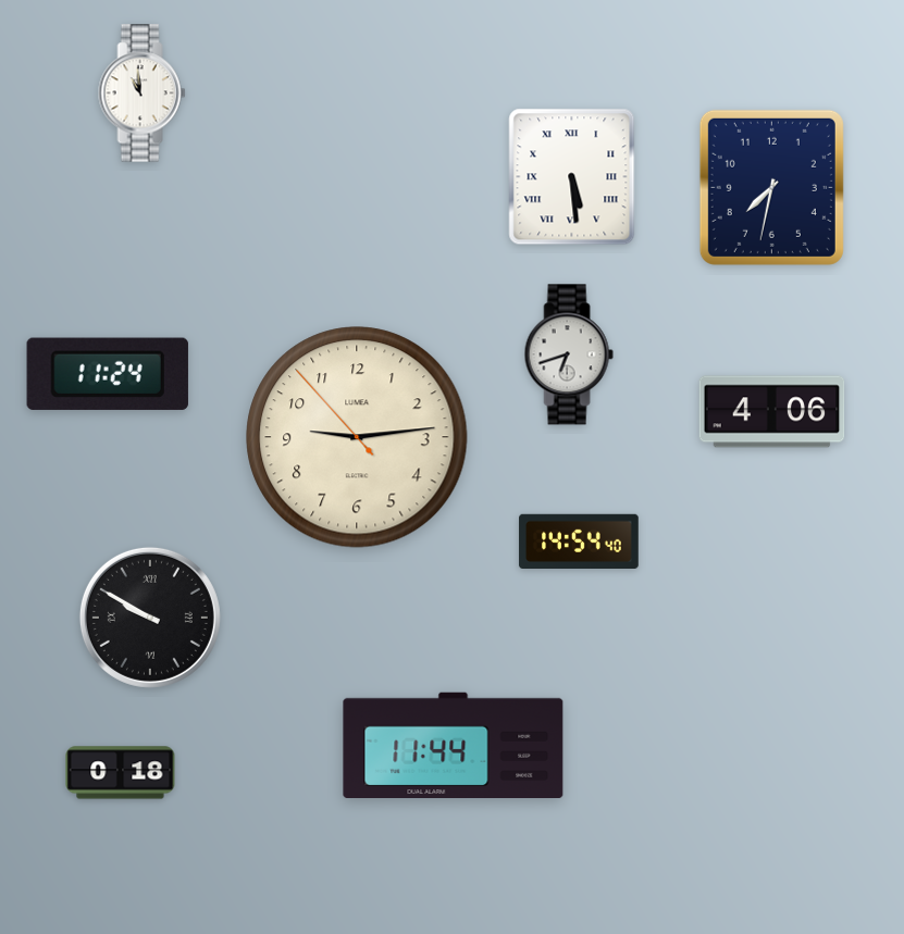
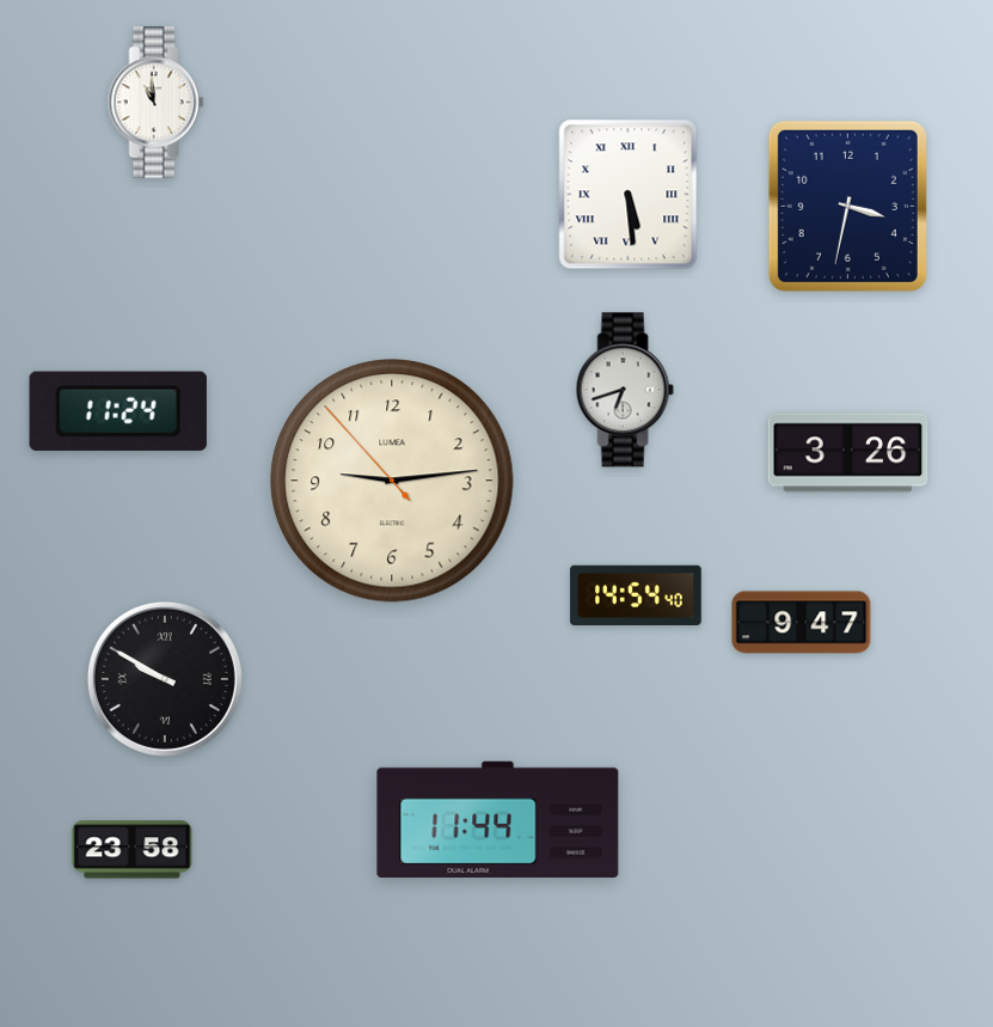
clock at (771, 187): 7:32 -> 3:32
clock at (772, 412): 4:06 -> 3:26
clock at (802, 623): none -> 9:47
clock at (121, 773): 0:18 -> 23:58
